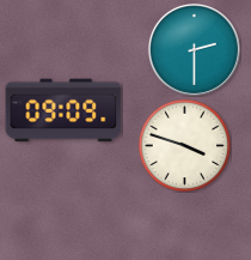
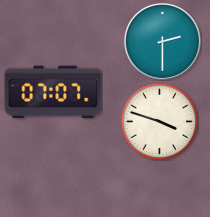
clock at (63, 110): 09:09 -> 07:07
clock at (184, 145) position: (184, 145) -> (159, 121)
